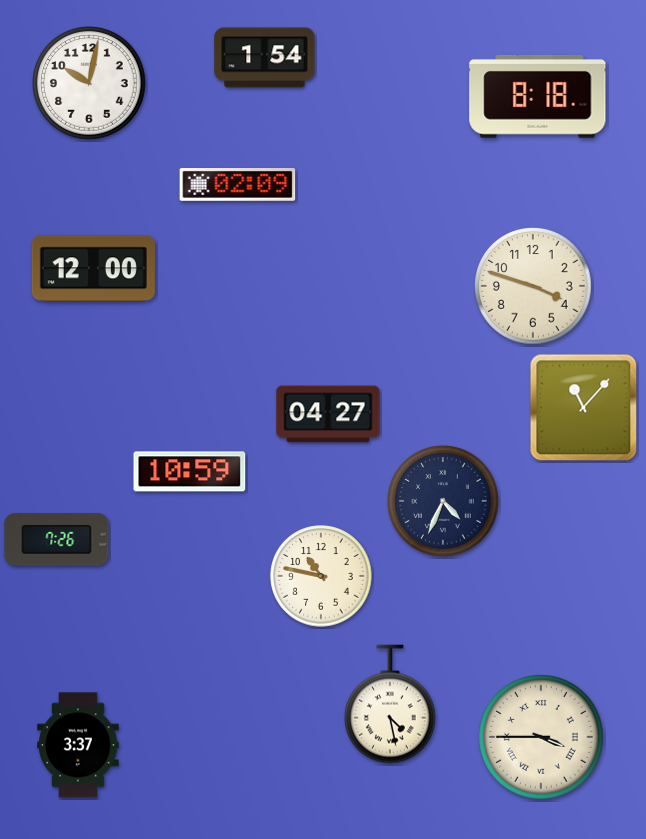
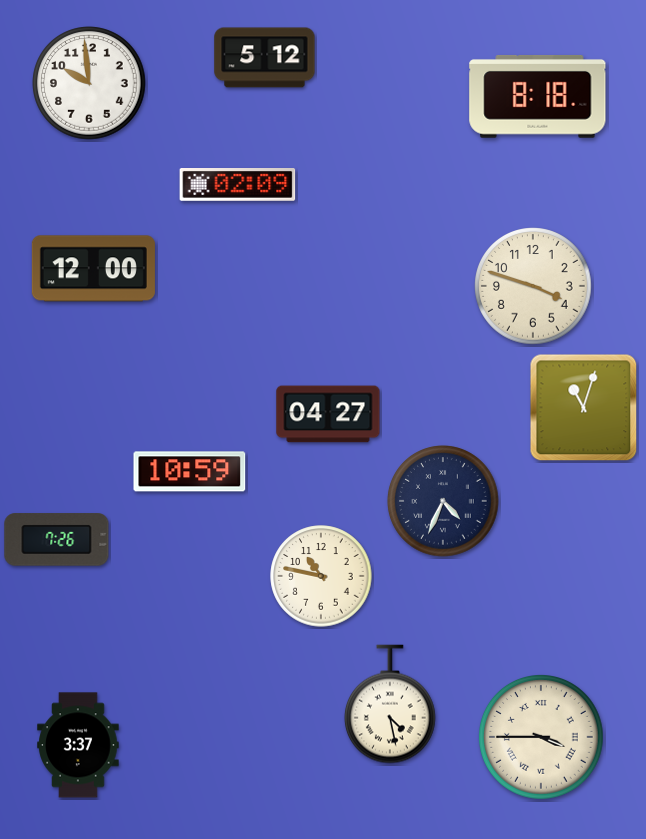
clock at (265, 58): 1:54 -> 5:12
clock at (89, 83): 10:02 -> 9:59
clock at (584, 408): 11:07 -> 11:03
